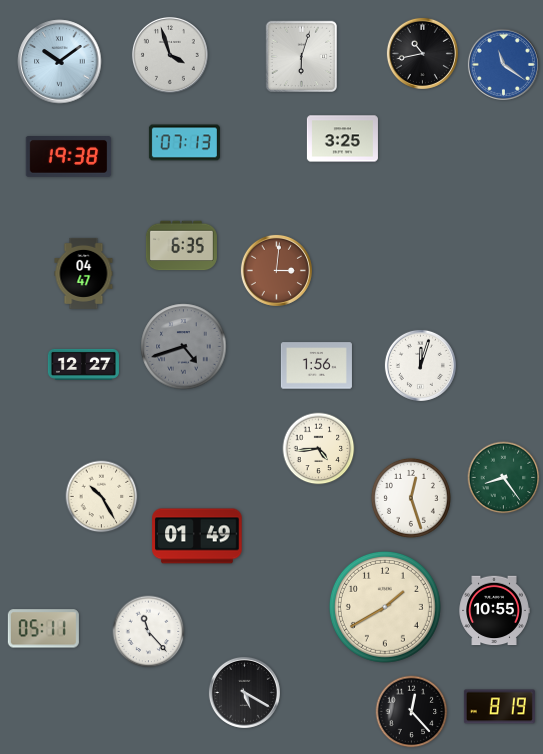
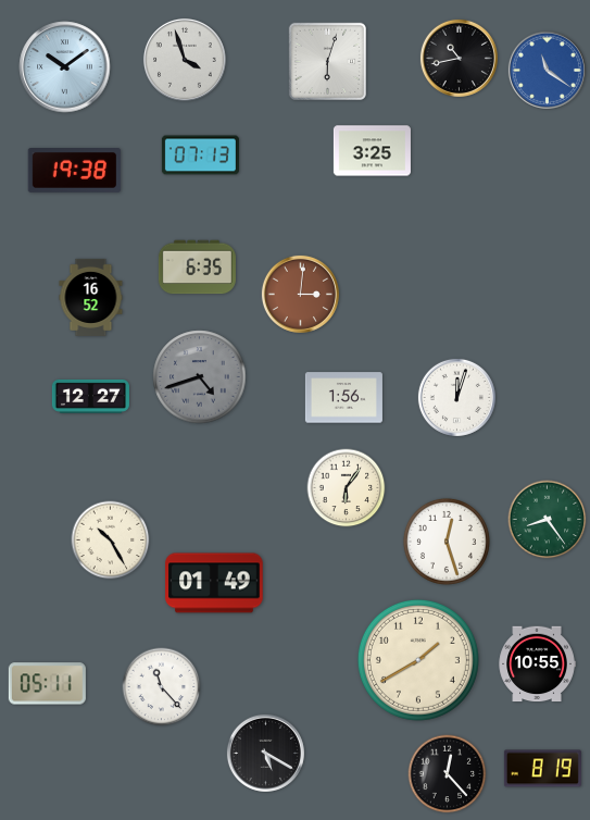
clock at (84, 273): 04:47 -> 16:52
clock at (319, 449): 4:44 -> 6:06
